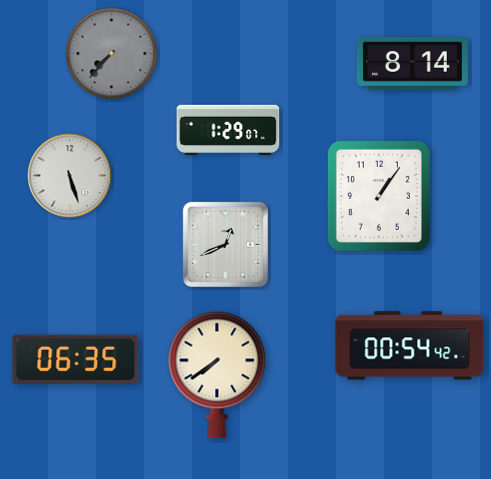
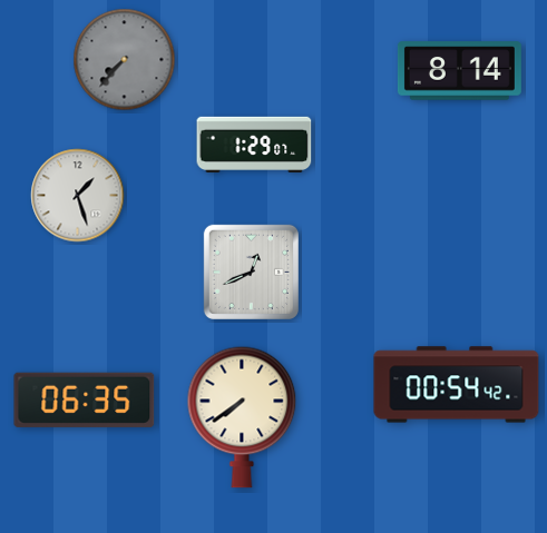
clock at (70, 176): 5:27 -> 1:27
clock at (379, 196): 1:06 -> none
